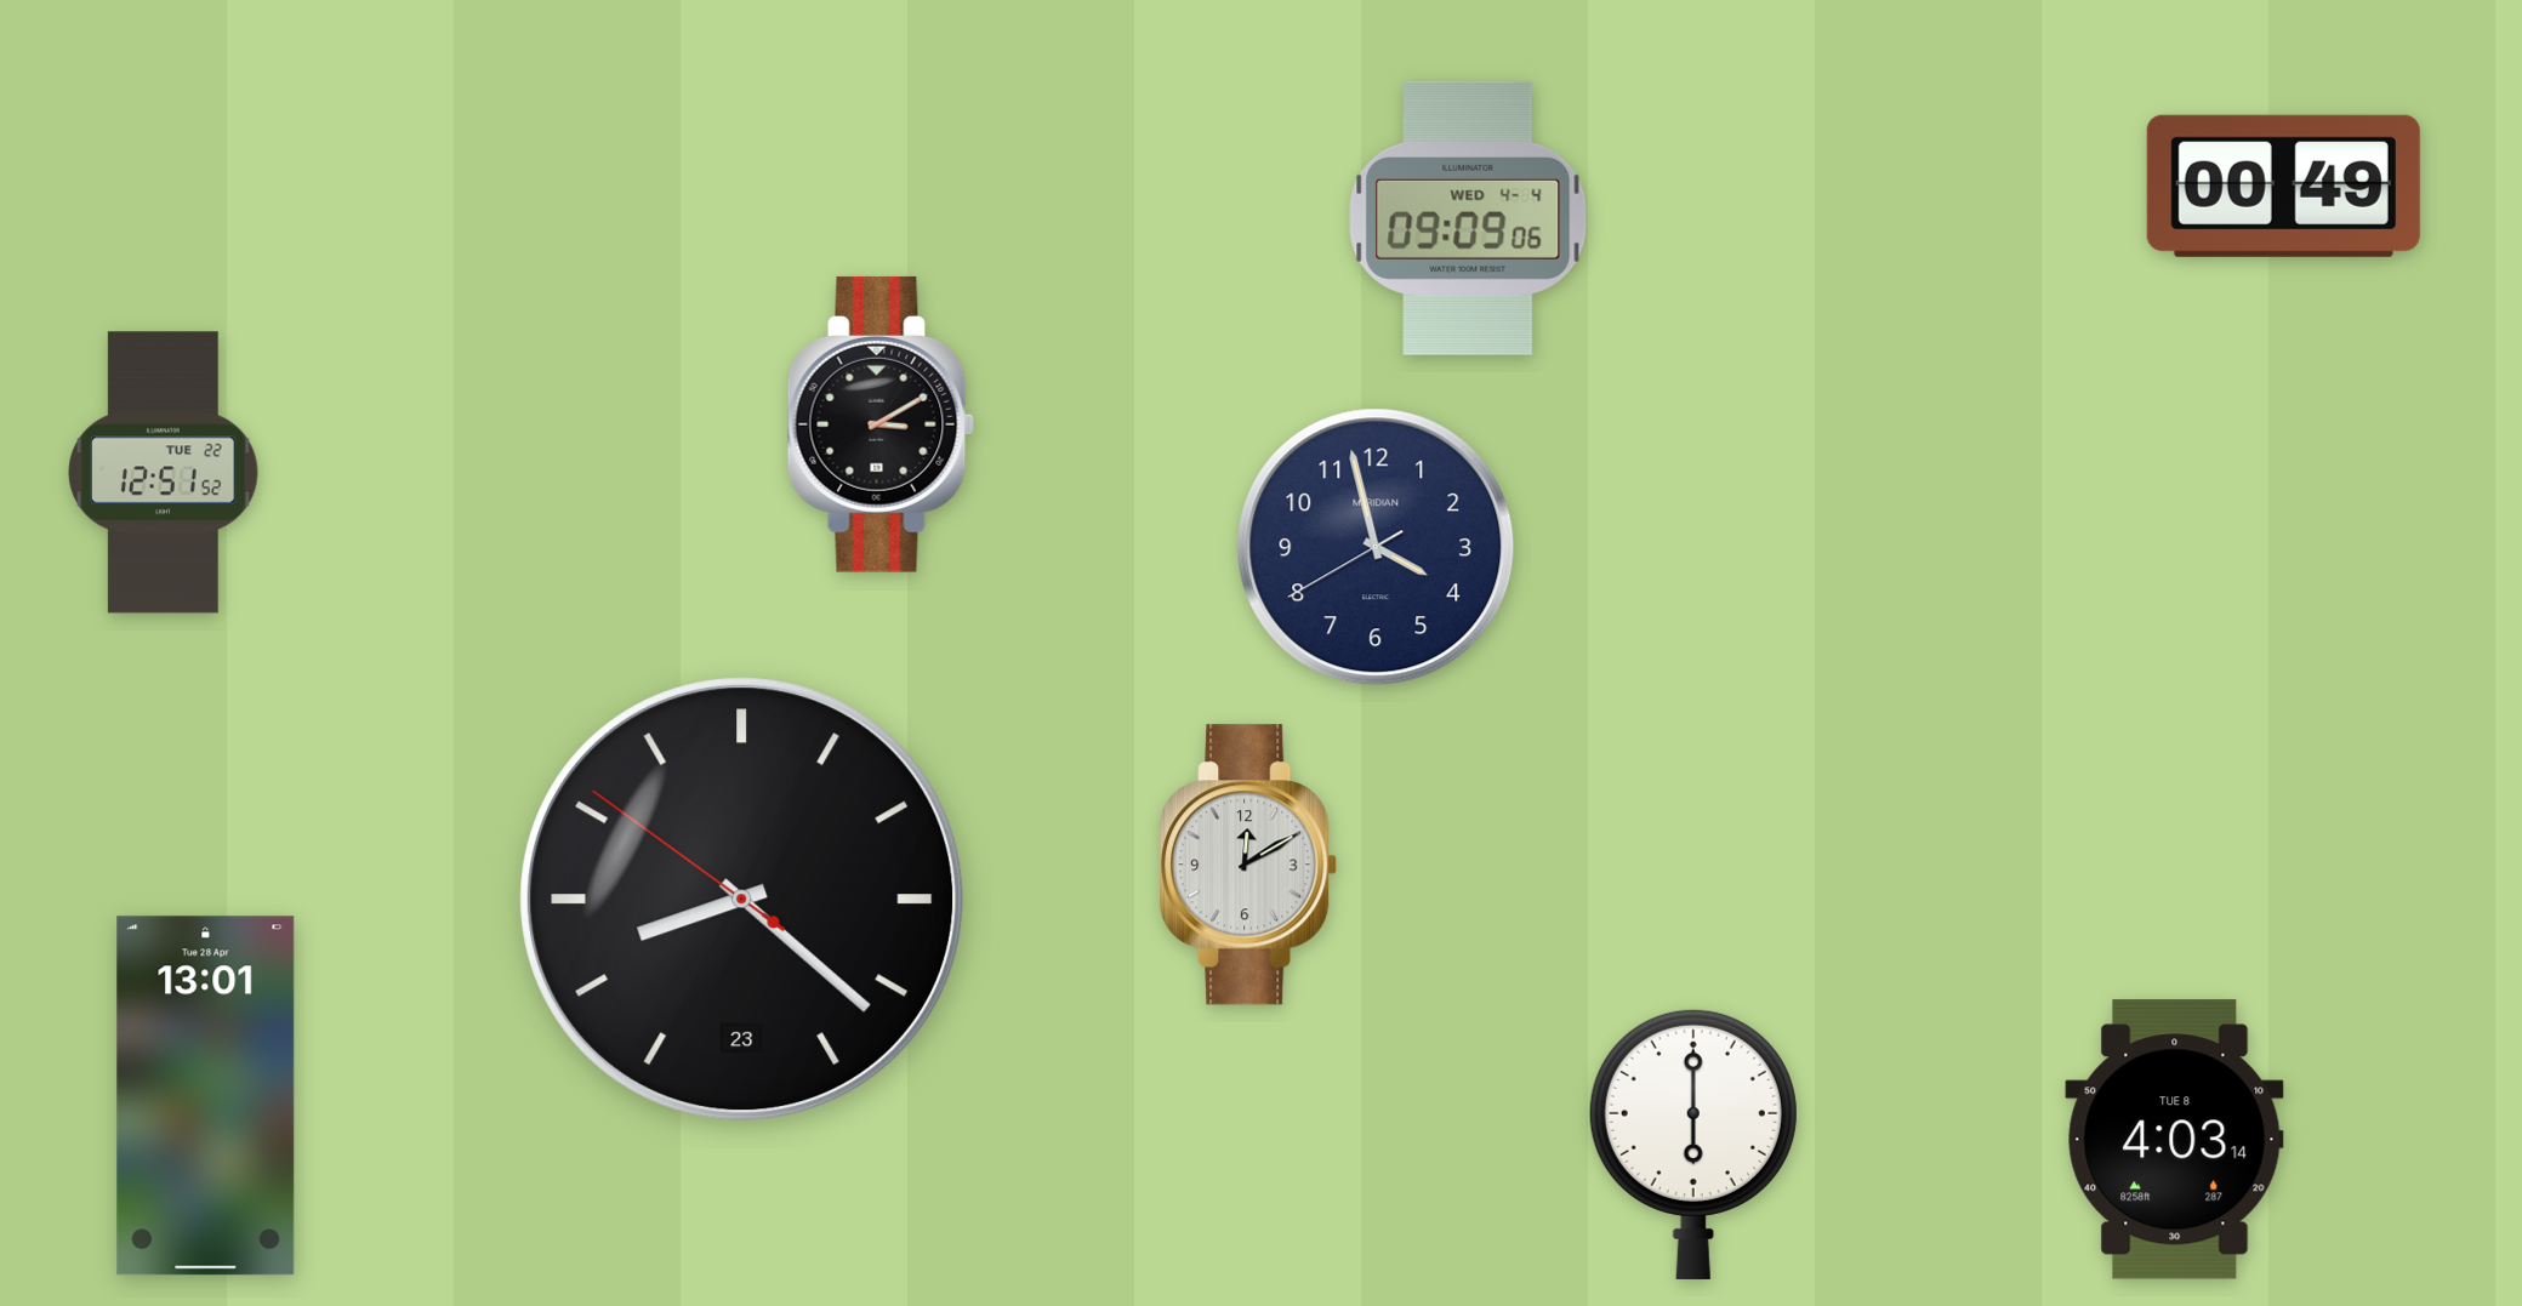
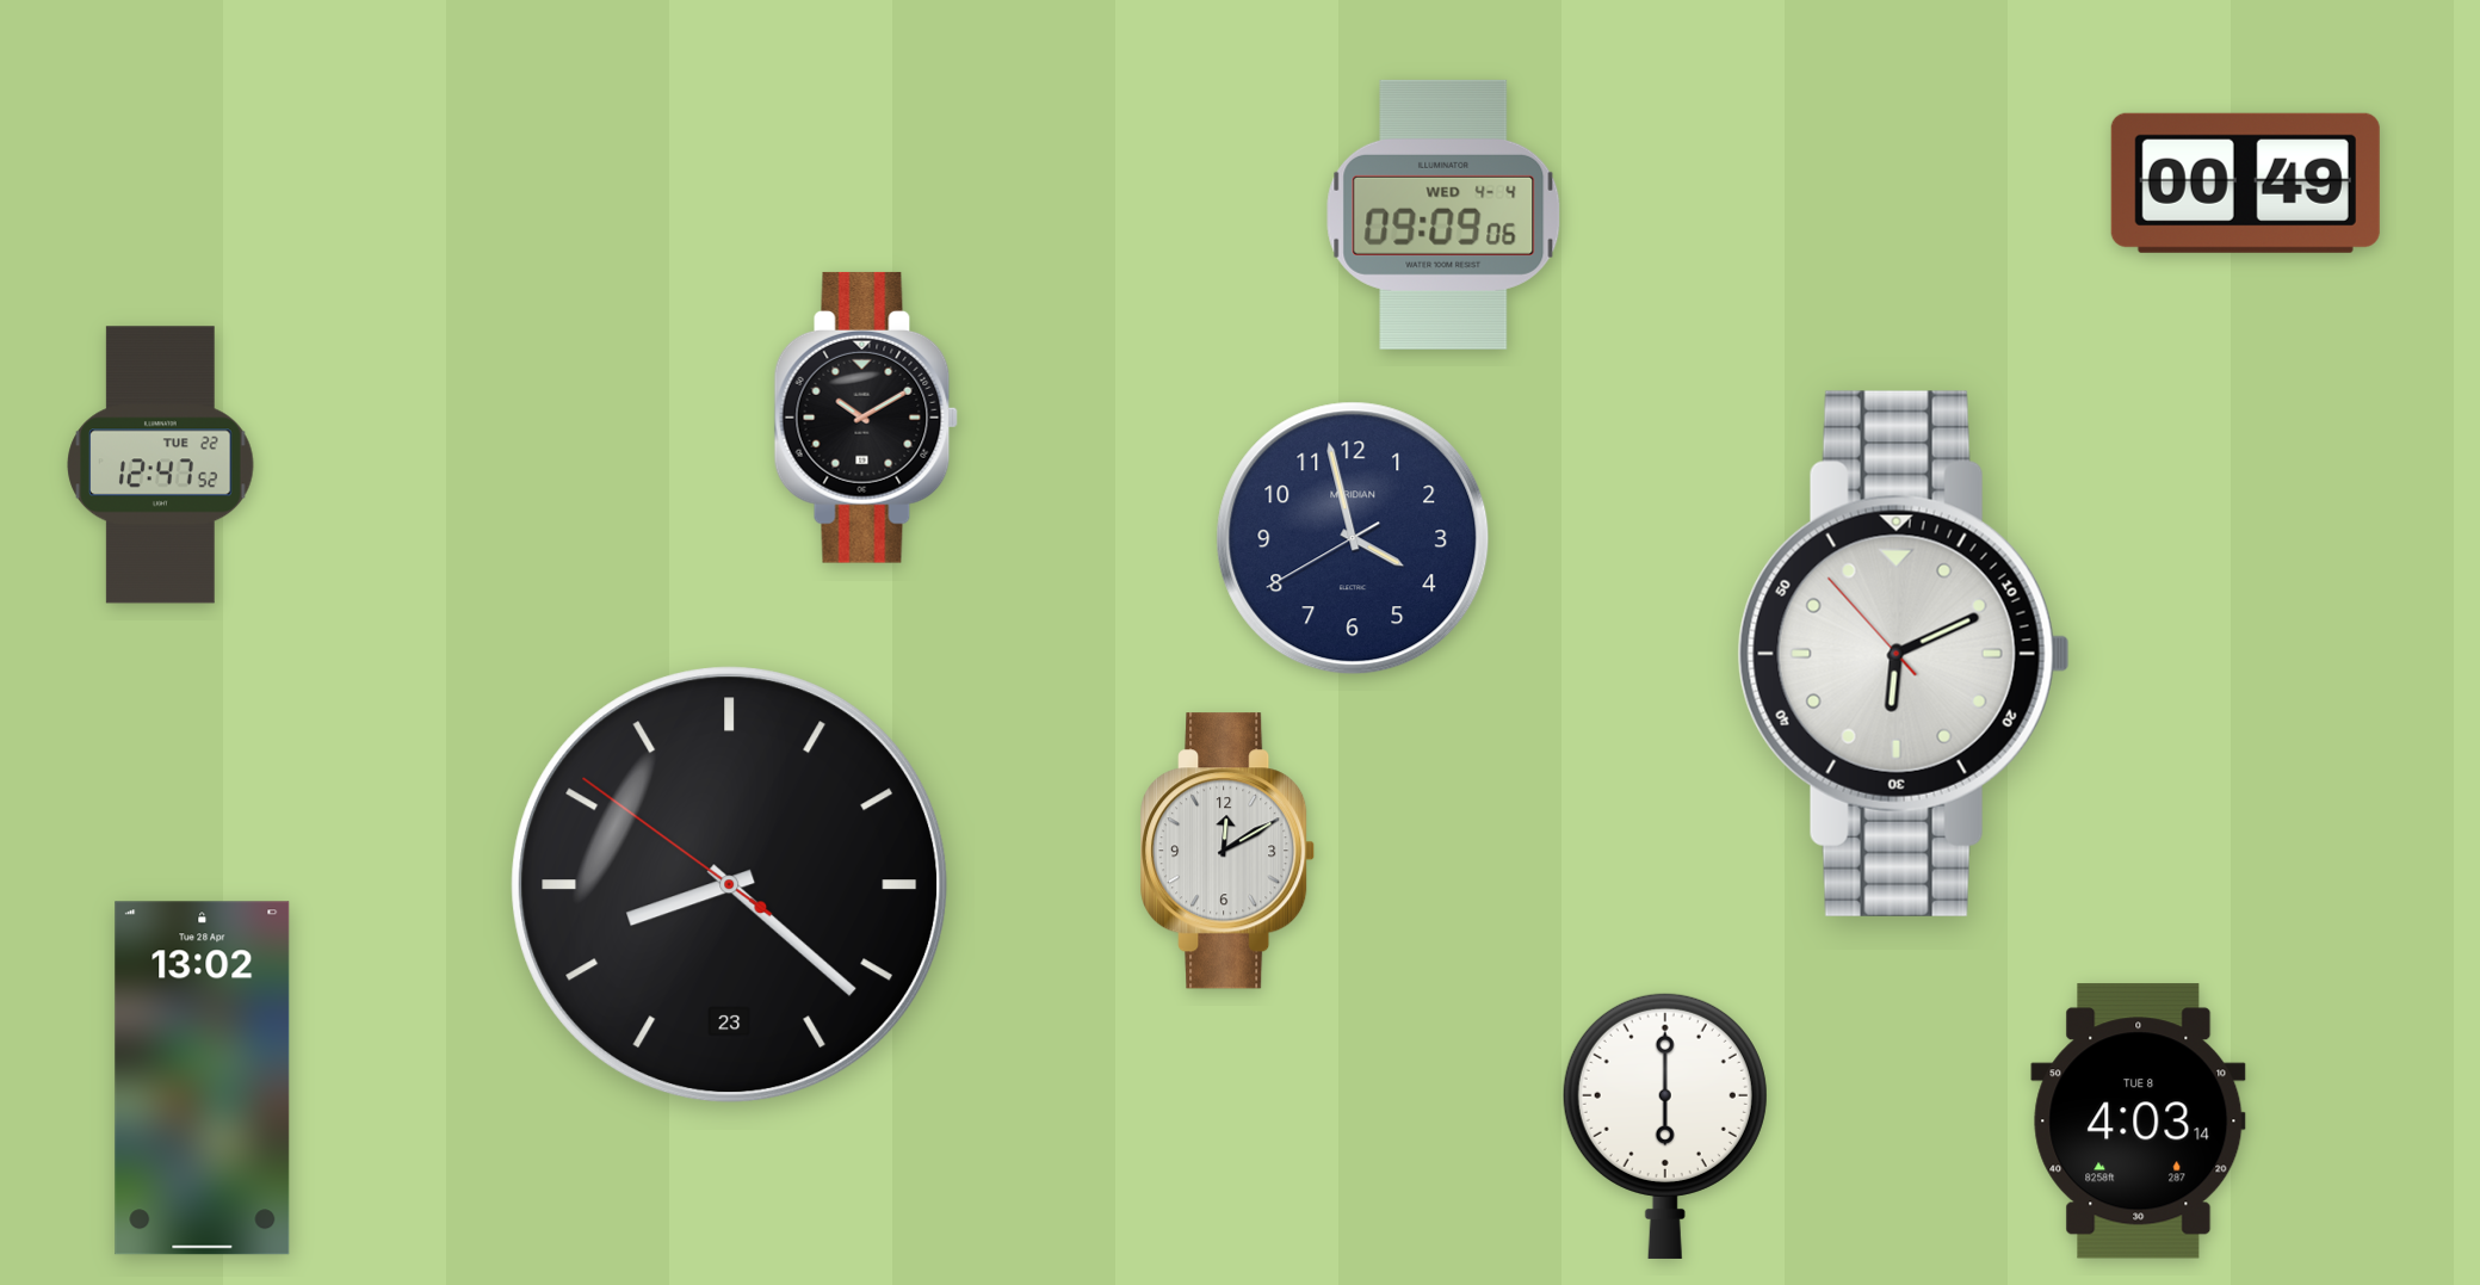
clock at (881, 424): 3:10 -> 10:10
clock at (164, 473): 12:51 -> 12:47
clock at (1904, 654): none -> 6:10
clock at (206, 1096): 13:01 -> 13:02
